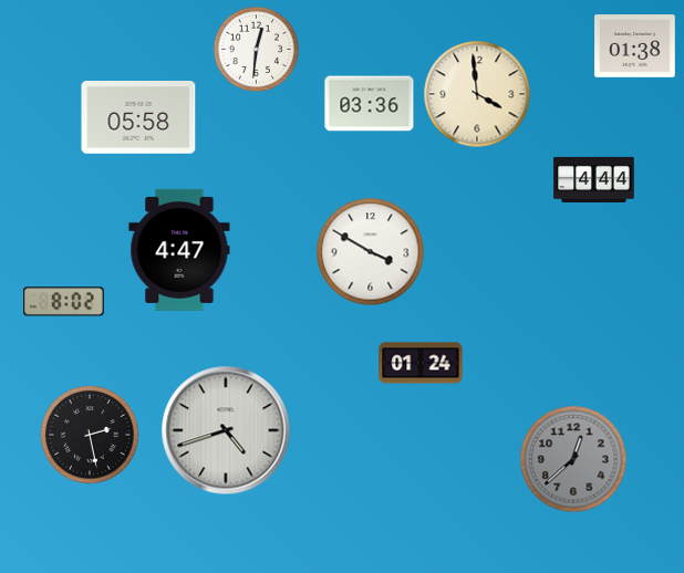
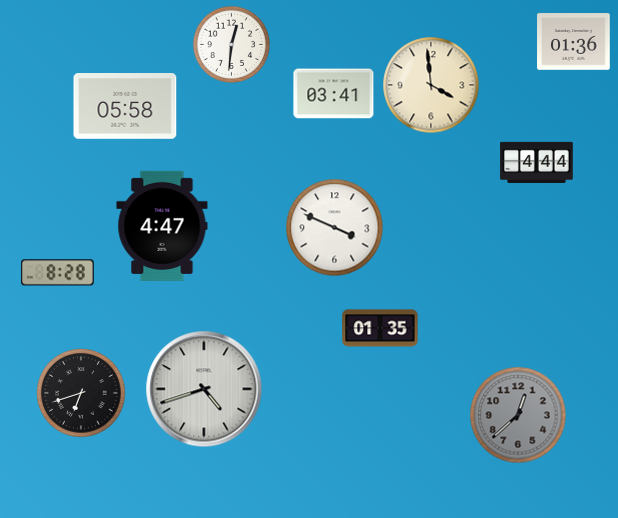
clock at (635, 46): 01:38 -> 01:36
clock at (370, 104): 03:36 -> 03:41
clock at (371, 252): 3:50 -> 3:49
clock at (64, 302): 8:02 -> 8:28
clock at (421, 363): 01:24 -> 01:35
clock at (90, 435): 2:28 -> 6:42
